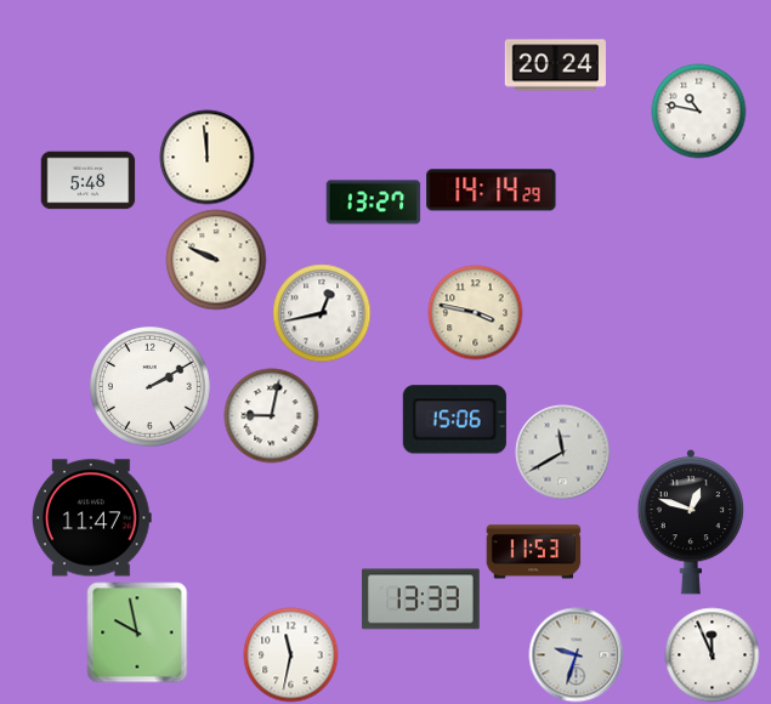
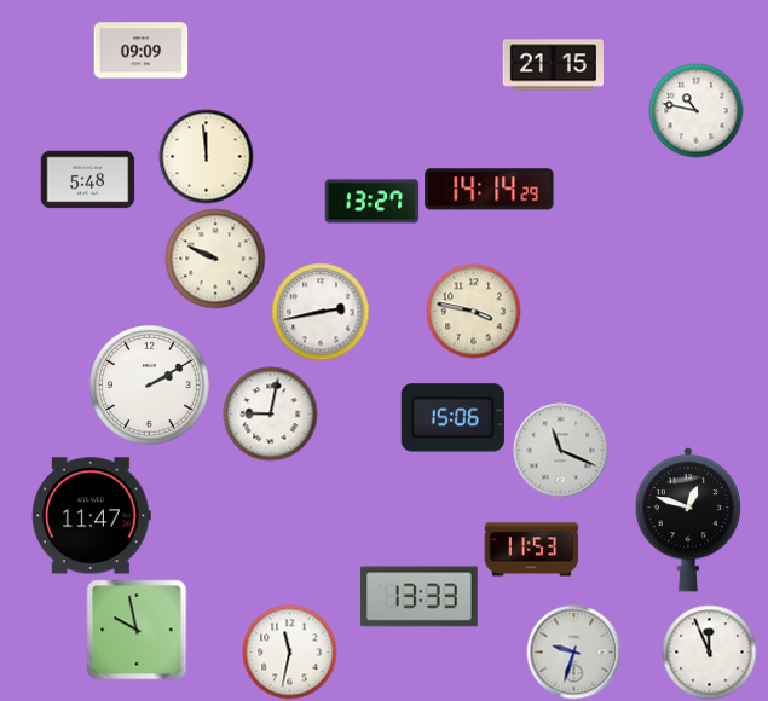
clock at (140, 51): none -> 09:09
clock at (555, 66): 20:24 -> 21:15
clock at (322, 313): 12:43 -> 2:43
clock at (562, 452): 11:40 -> 11:19
